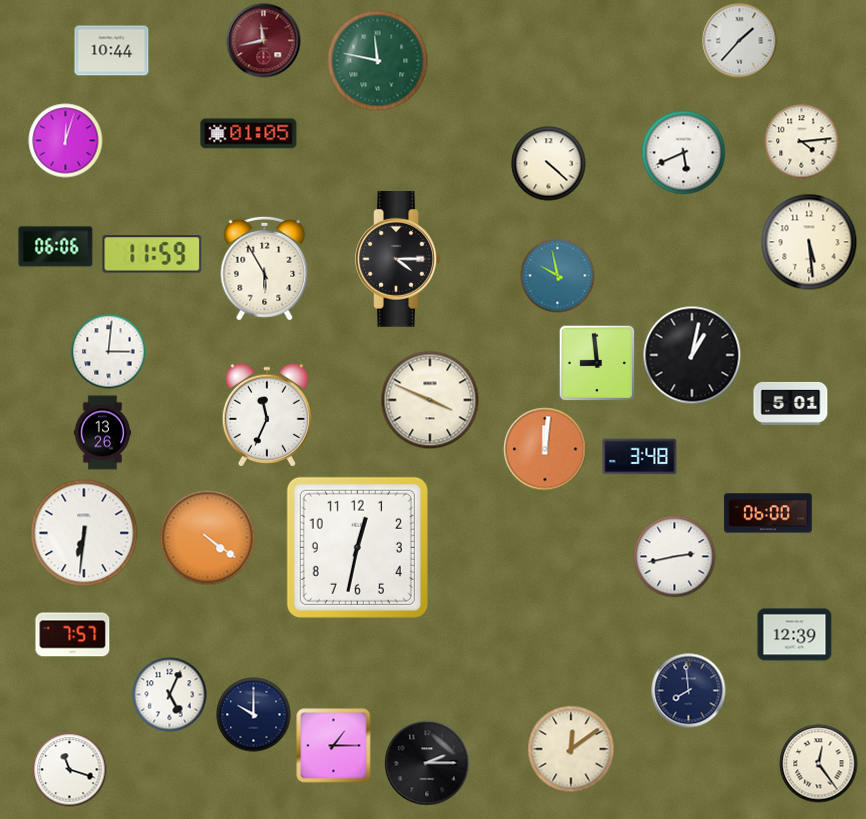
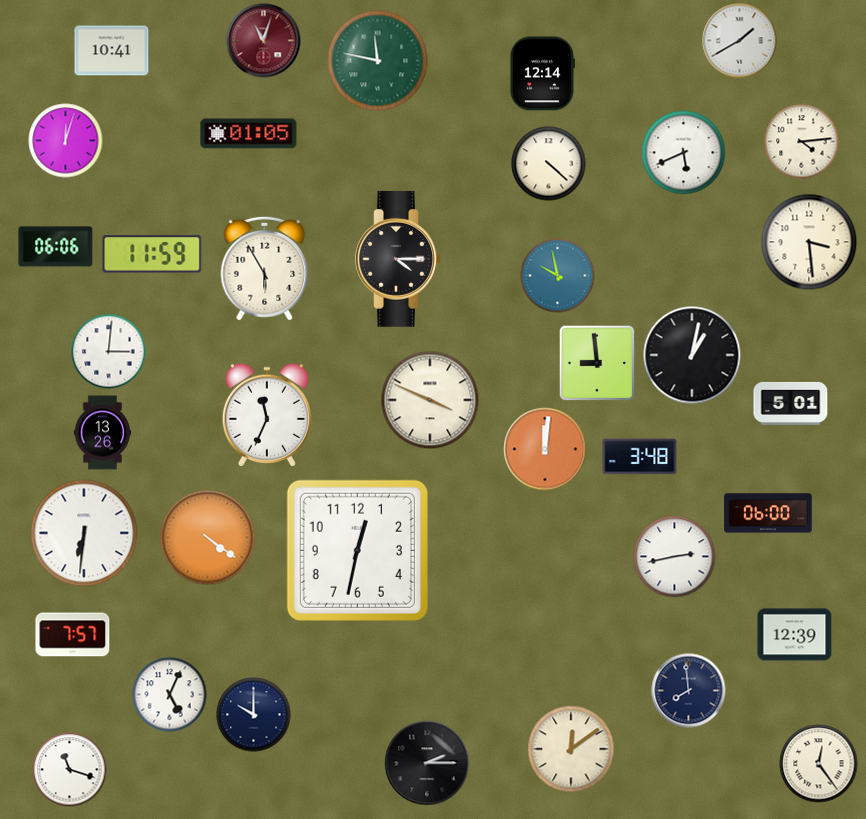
clock at (264, 41): 11:43 -> 11:03
clock at (740, 41): 1:37 -> 1:40
clock at (112, 51): 10:44 -> 10:41
clock at (542, 74): none -> 12:14
clock at (809, 242): 5:29 -> 3:29
clock at (357, 547) position: (357, 547) -> (357, 550)
clock at (334, 746): 1:15 -> none
